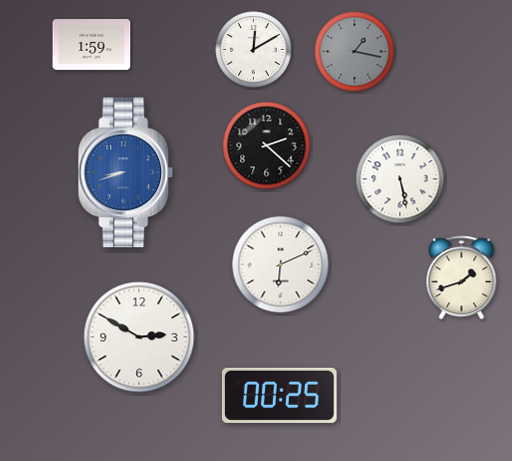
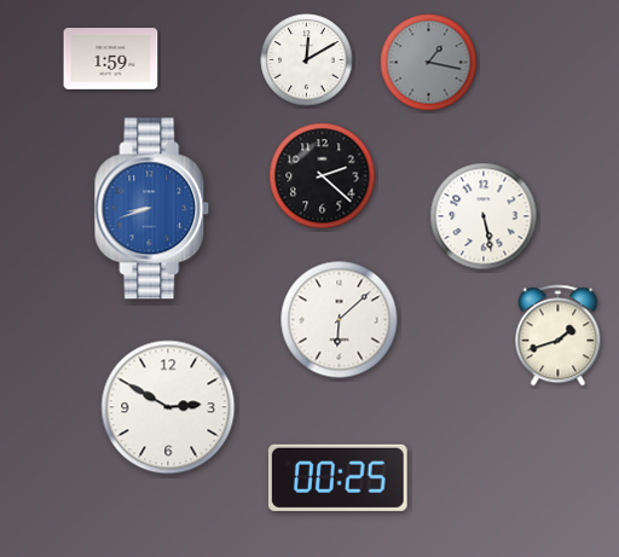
clock at (92, 45) position: (92, 45) -> (111, 59)
clock at (281, 265): 6:11 -> 6:08
